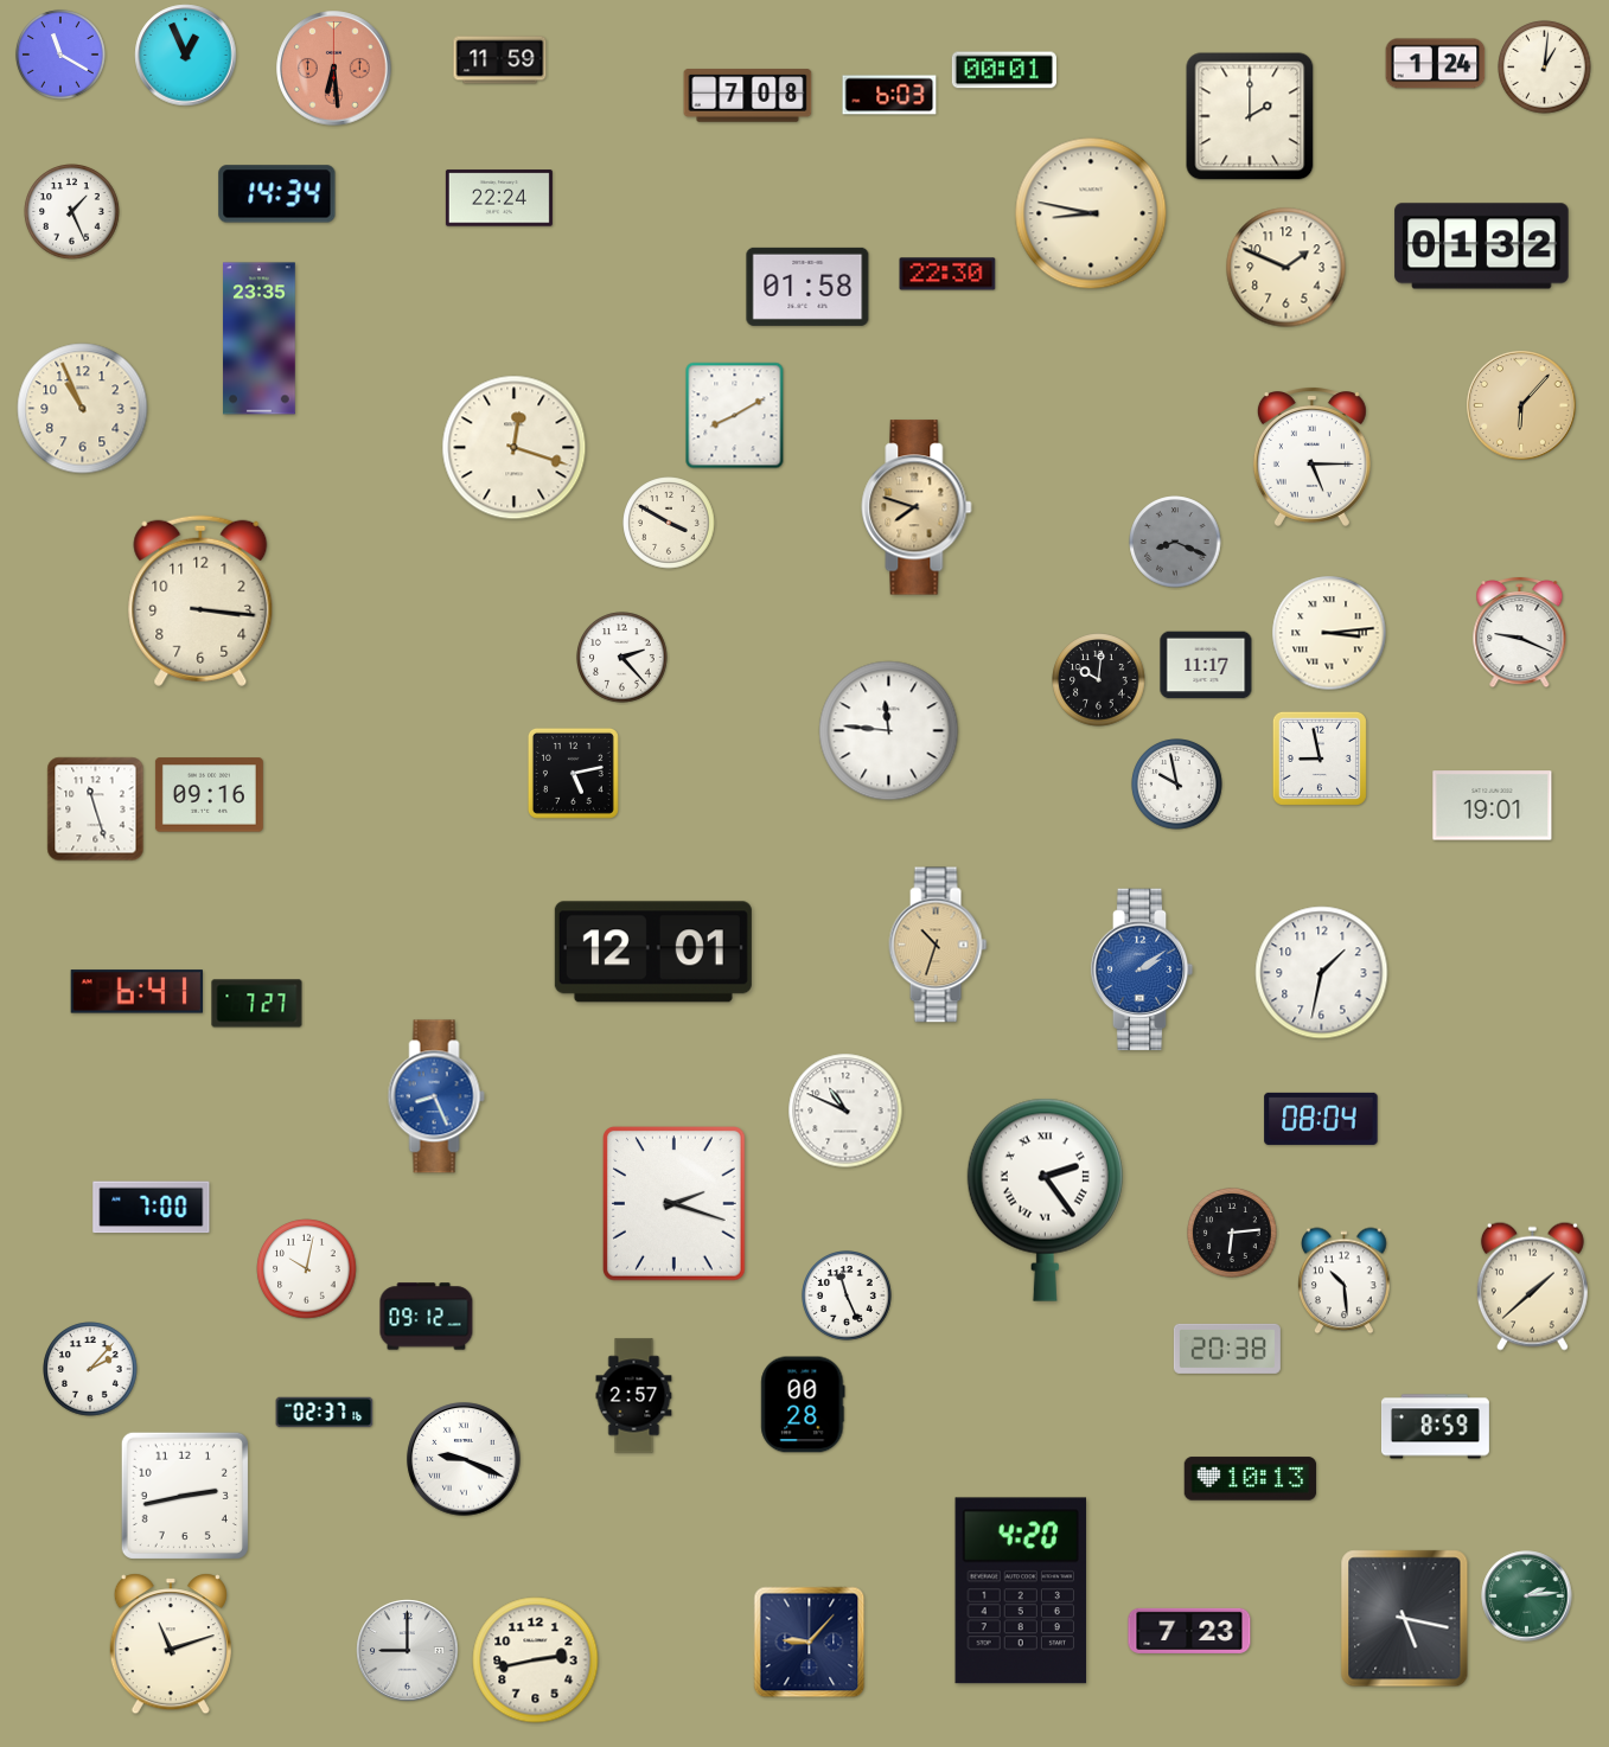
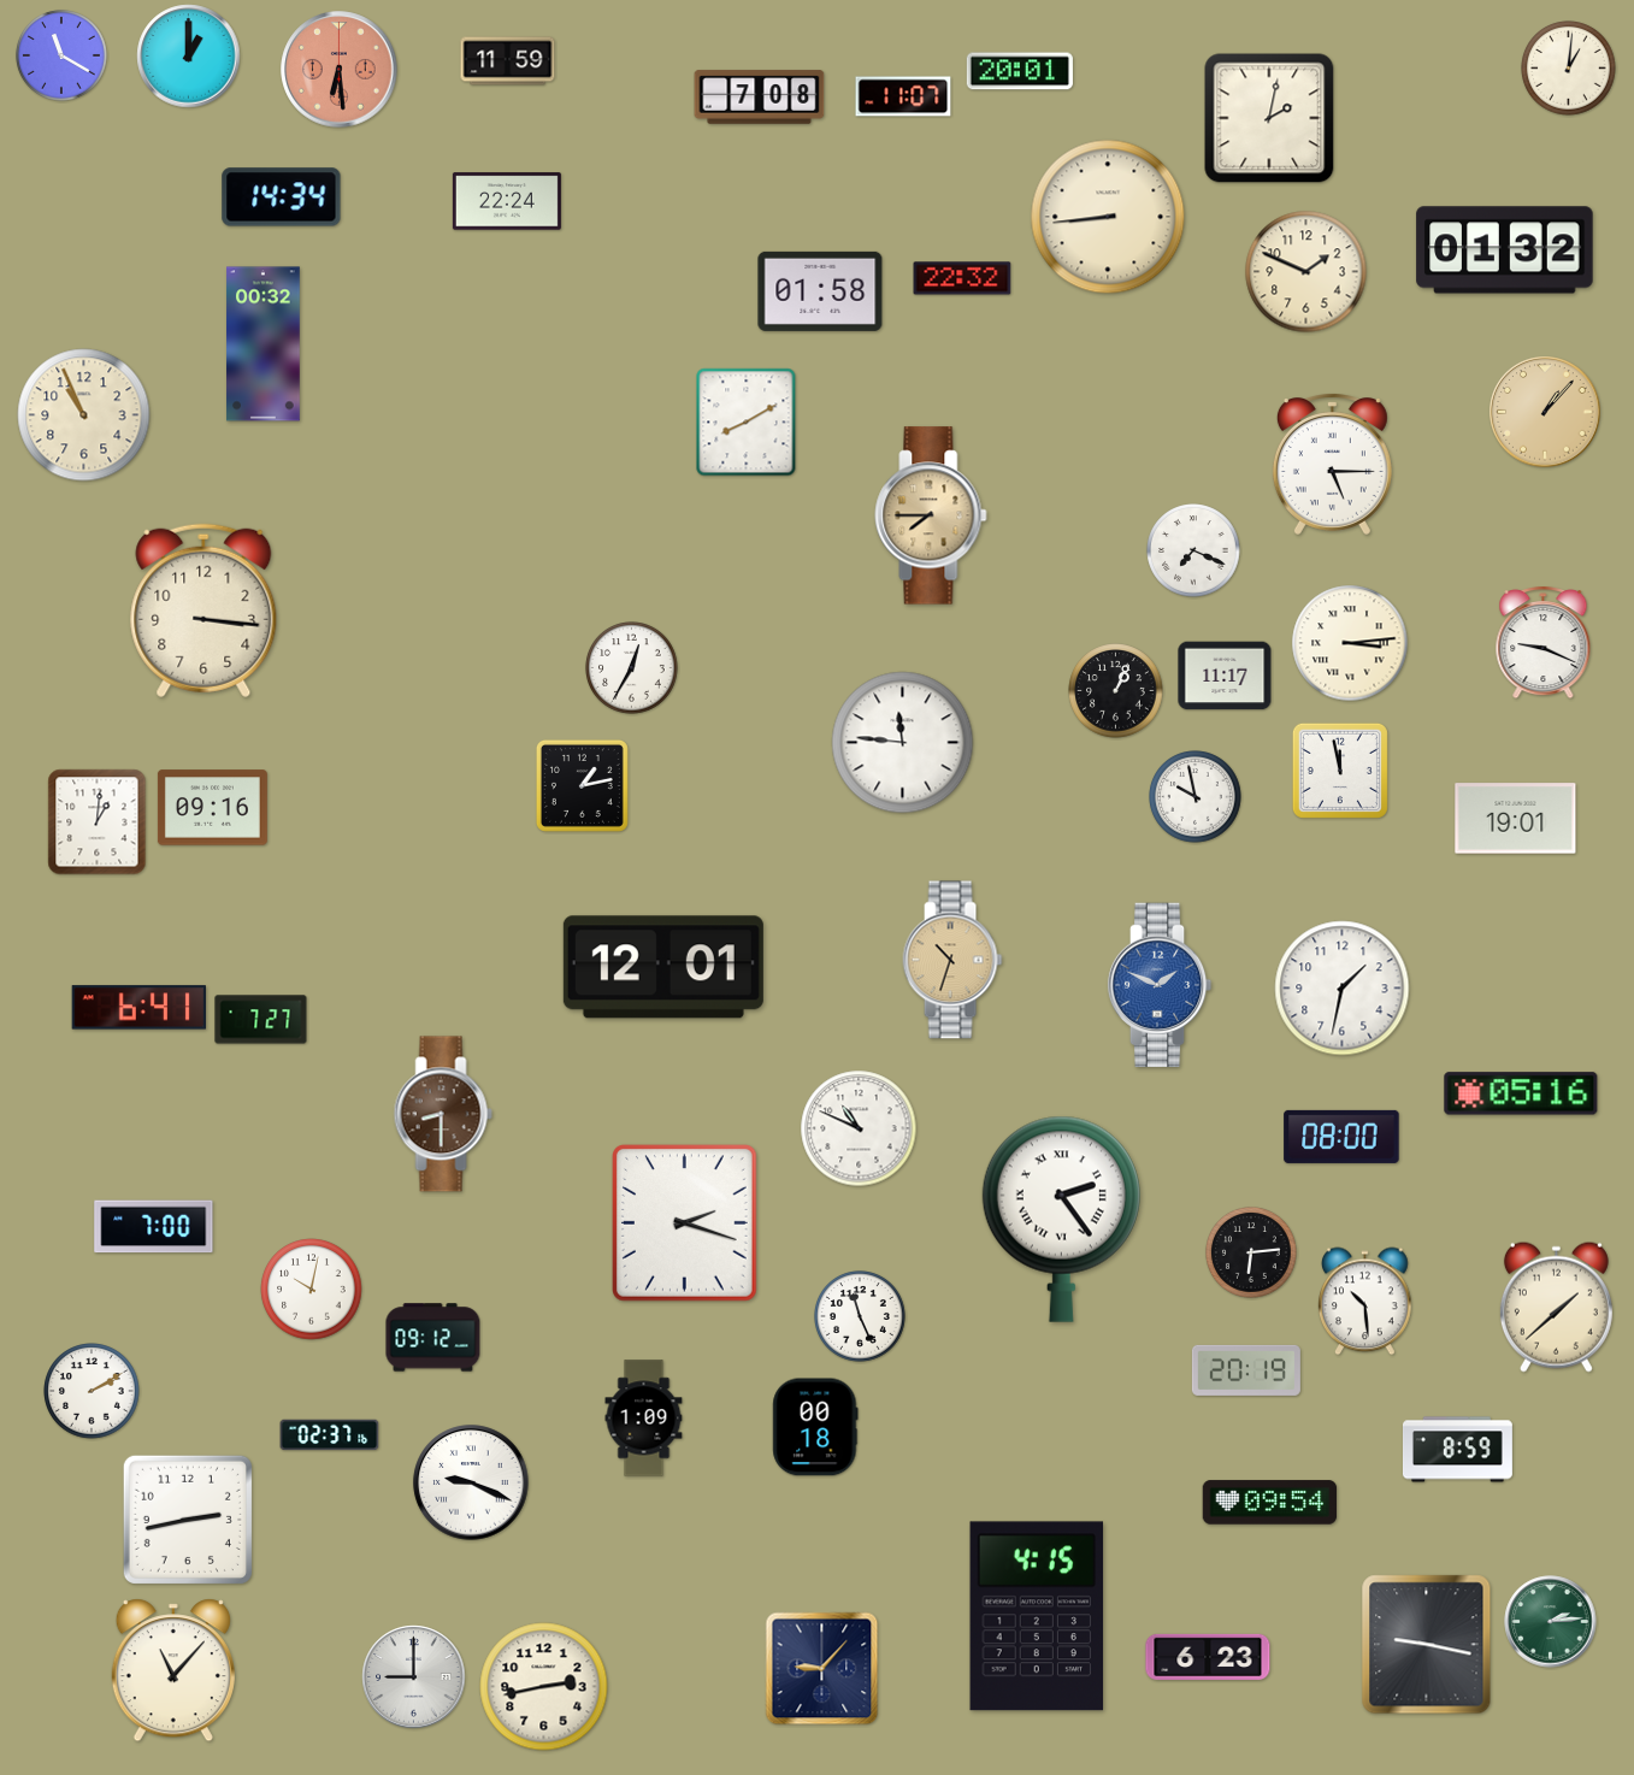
clock at (186, 56): 12:56 -> 1:00
clock at (1436, 64): 1:24 -> none
clock at (1004, 70): 00:01 -> 20:01
clock at (889, 95): 6:03 -> 11:07
clock at (1250, 116): 2:00 -> 2:02
clock at (72, 212): 1:26 -> none
clock at (1091, 213): 8:47 -> 8:44
clock at (947, 274): 22:30 -> 22:32
clock at (260, 339): 23:35 -> 00:32
clock at (1521, 405): 6:07 -> 1:07
clock at (515, 448): 12:18 -> none
clock at (917, 507): 7:48 -> 7:45
clock at (669, 523): 3:50 -> none
clock at (1175, 542): 8:19 -> 7:19
clock at (1175, 542) dial: grey -> white
clock at (622, 658): 2:23 -> 12:35
clock at (1099, 680): 10:01 -> 1:04
clock at (1320, 759): 8:58 -> 11:58
clock at (573, 773): 5:13 -> 1:13
clock at (96, 809): 11:27 -> 1:01
clock at (1142, 970): 2:09 -> 1:49
clock at (1521, 1093): none -> 05:16
clock at (436, 1096): 8:26 -> 8:30
clock at (436, 1096) dial: blue -> brown
clock at (1321, 1119): 08:04 -> 08:00
clock at (1227, 1349): 20:38 -> 20:19
clock at (90, 1369): 2:07 -> 2:10
clock at (634, 1396): 2:57 -> 1:09
clock at (803, 1404): 00:28 -> 00:18
clock at (1251, 1479): 10:13 -> 09:54
clock at (1021, 1591): 4:20 -> 4:15
clock at (1405, 1619): 5:17 -> 9:17
clock at (1189, 1631): 7:23 -> 6:23
clock at (171, 1644): 11:12 -> 11:07
